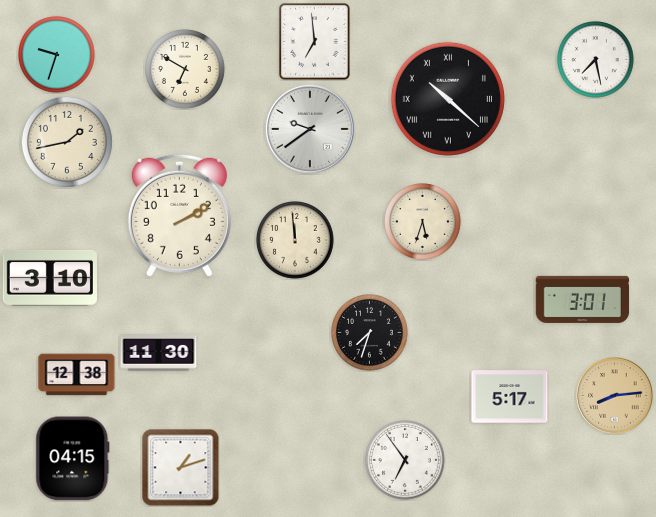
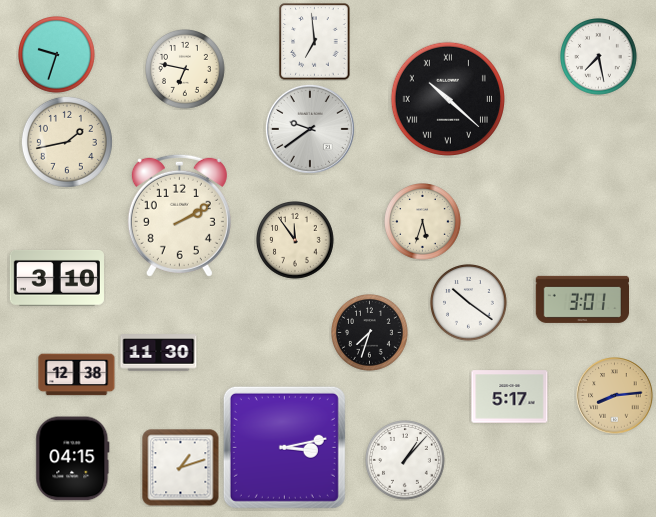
clock at (596, 60) position: (596, 60) -> (599, 57)
clock at (186, 70): 6:50 -> 6:47
clock at (296, 241): 11:59 -> 11:54
clock at (50, 279) position: (50, 279) -> (57, 279)
clock at (469, 303): none -> 10:21
clock at (284, 447): none -> 3:13
clock at (406, 461): 6:54 -> 1:07
